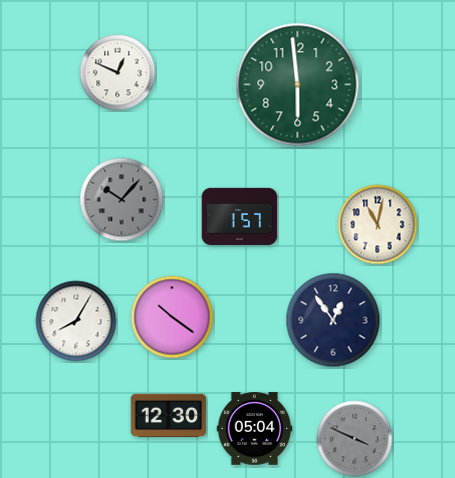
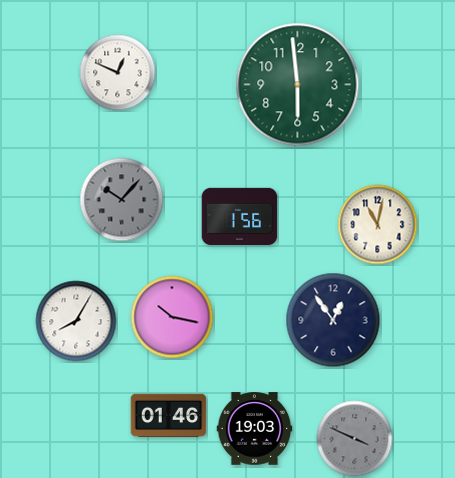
clock at (240, 216): 1:57 -> 1:56
clock at (172, 317): 10:21 -> 10:17
clock at (169, 416): 12:30 -> 01:46
clock at (255, 429): 05:04 -> 19:03
